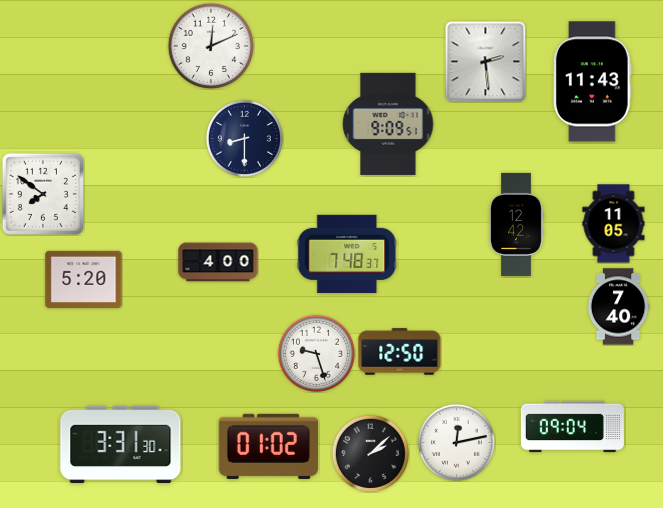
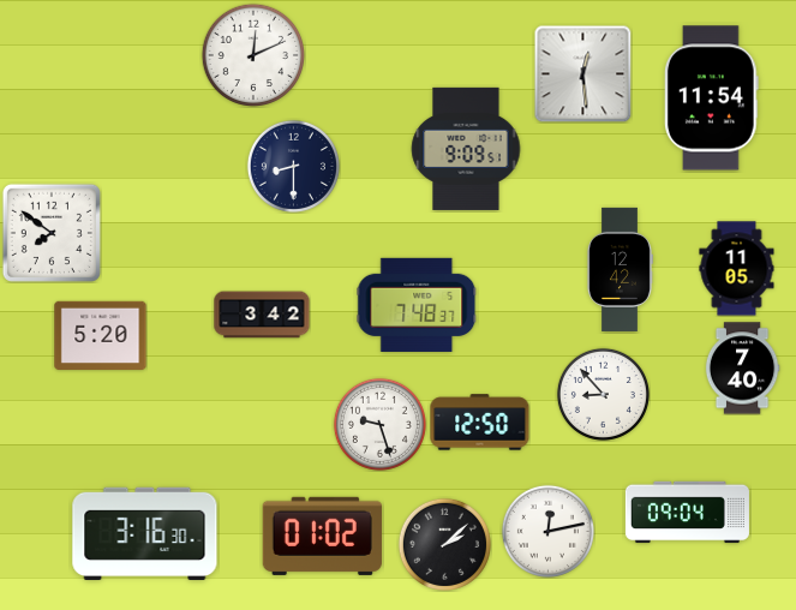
clock at (485, 61): 2:29 -> 12:29
clock at (592, 82): 11:43 -> 11:54
clock at (218, 262): 4:00 -> 3:42
clock at (603, 394): none -> 8:53
clock at (121, 444): 3:31 -> 3:16
